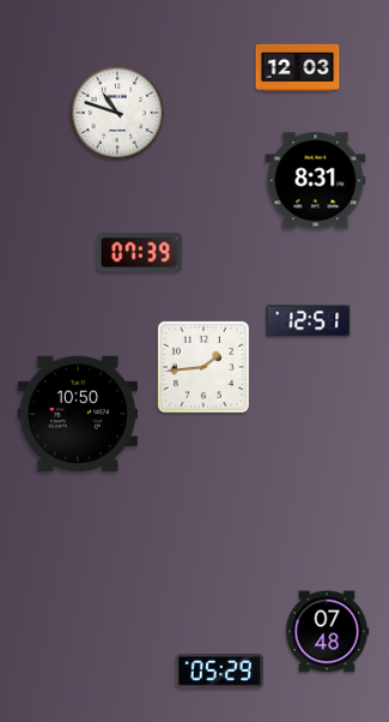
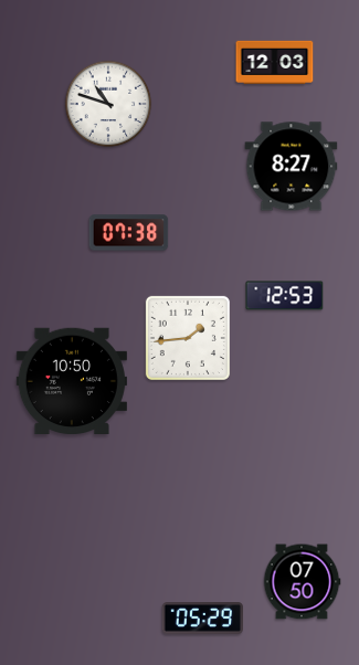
clock at (316, 181): 8:31 -> 8:27
clock at (140, 253): 07:39 -> 07:38
clock at (309, 321): 12:51 -> 12:53
clock at (327, 632): 07:48 -> 07:50
